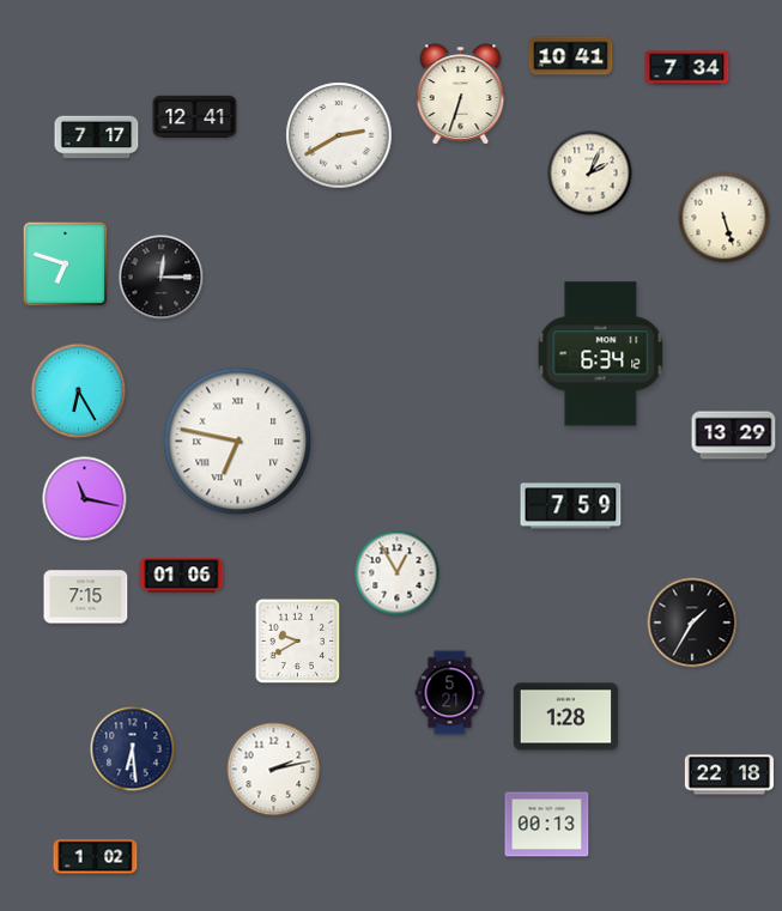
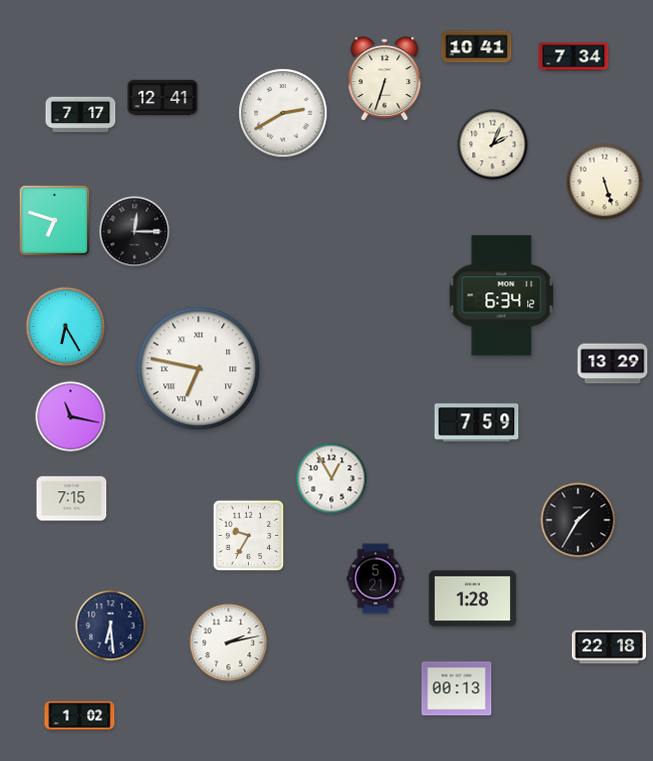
clock at (182, 576): 01:06 -> none
clock at (298, 642): 9:40 -> 9:35
